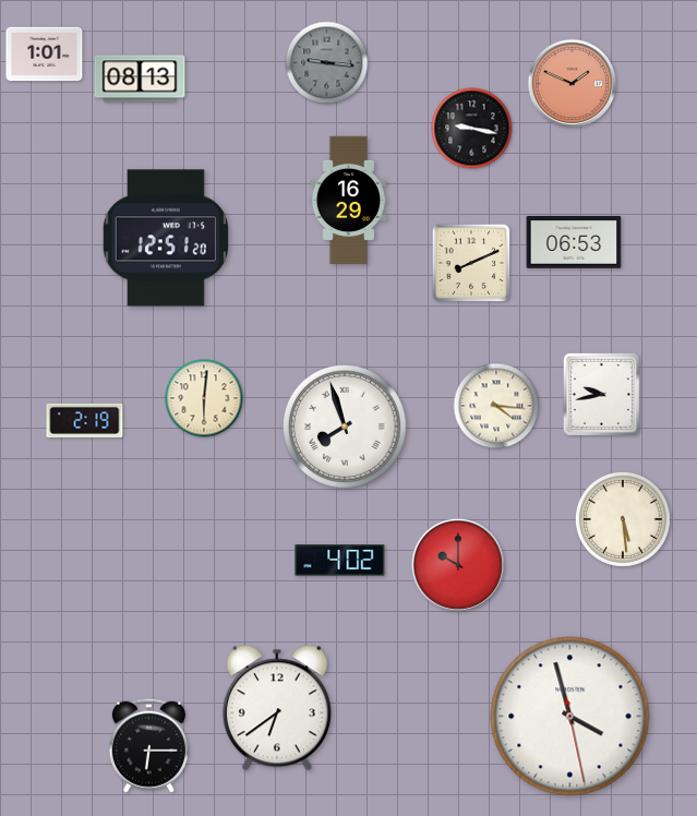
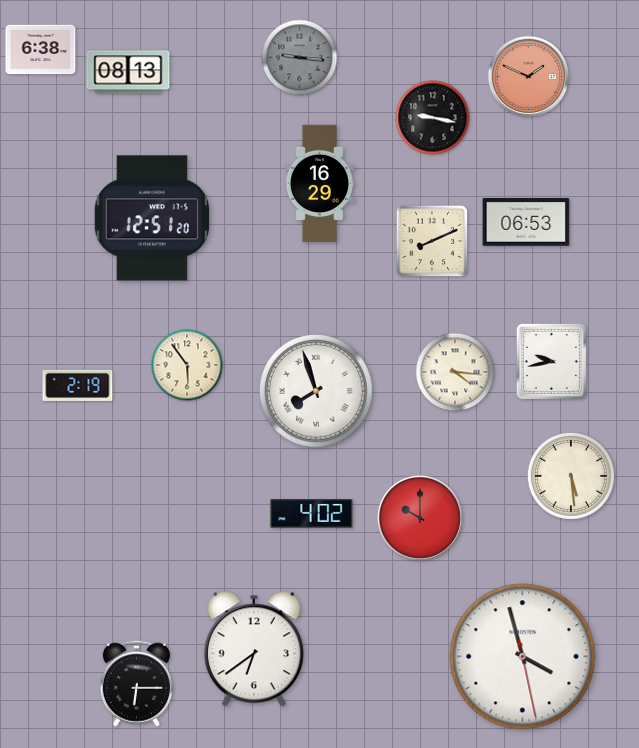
clock at (45, 55): 1:01 -> 6:38
clock at (573, 84) position: (573, 84) -> (529, 77)
clock at (204, 398): 6:01 -> 5:54
